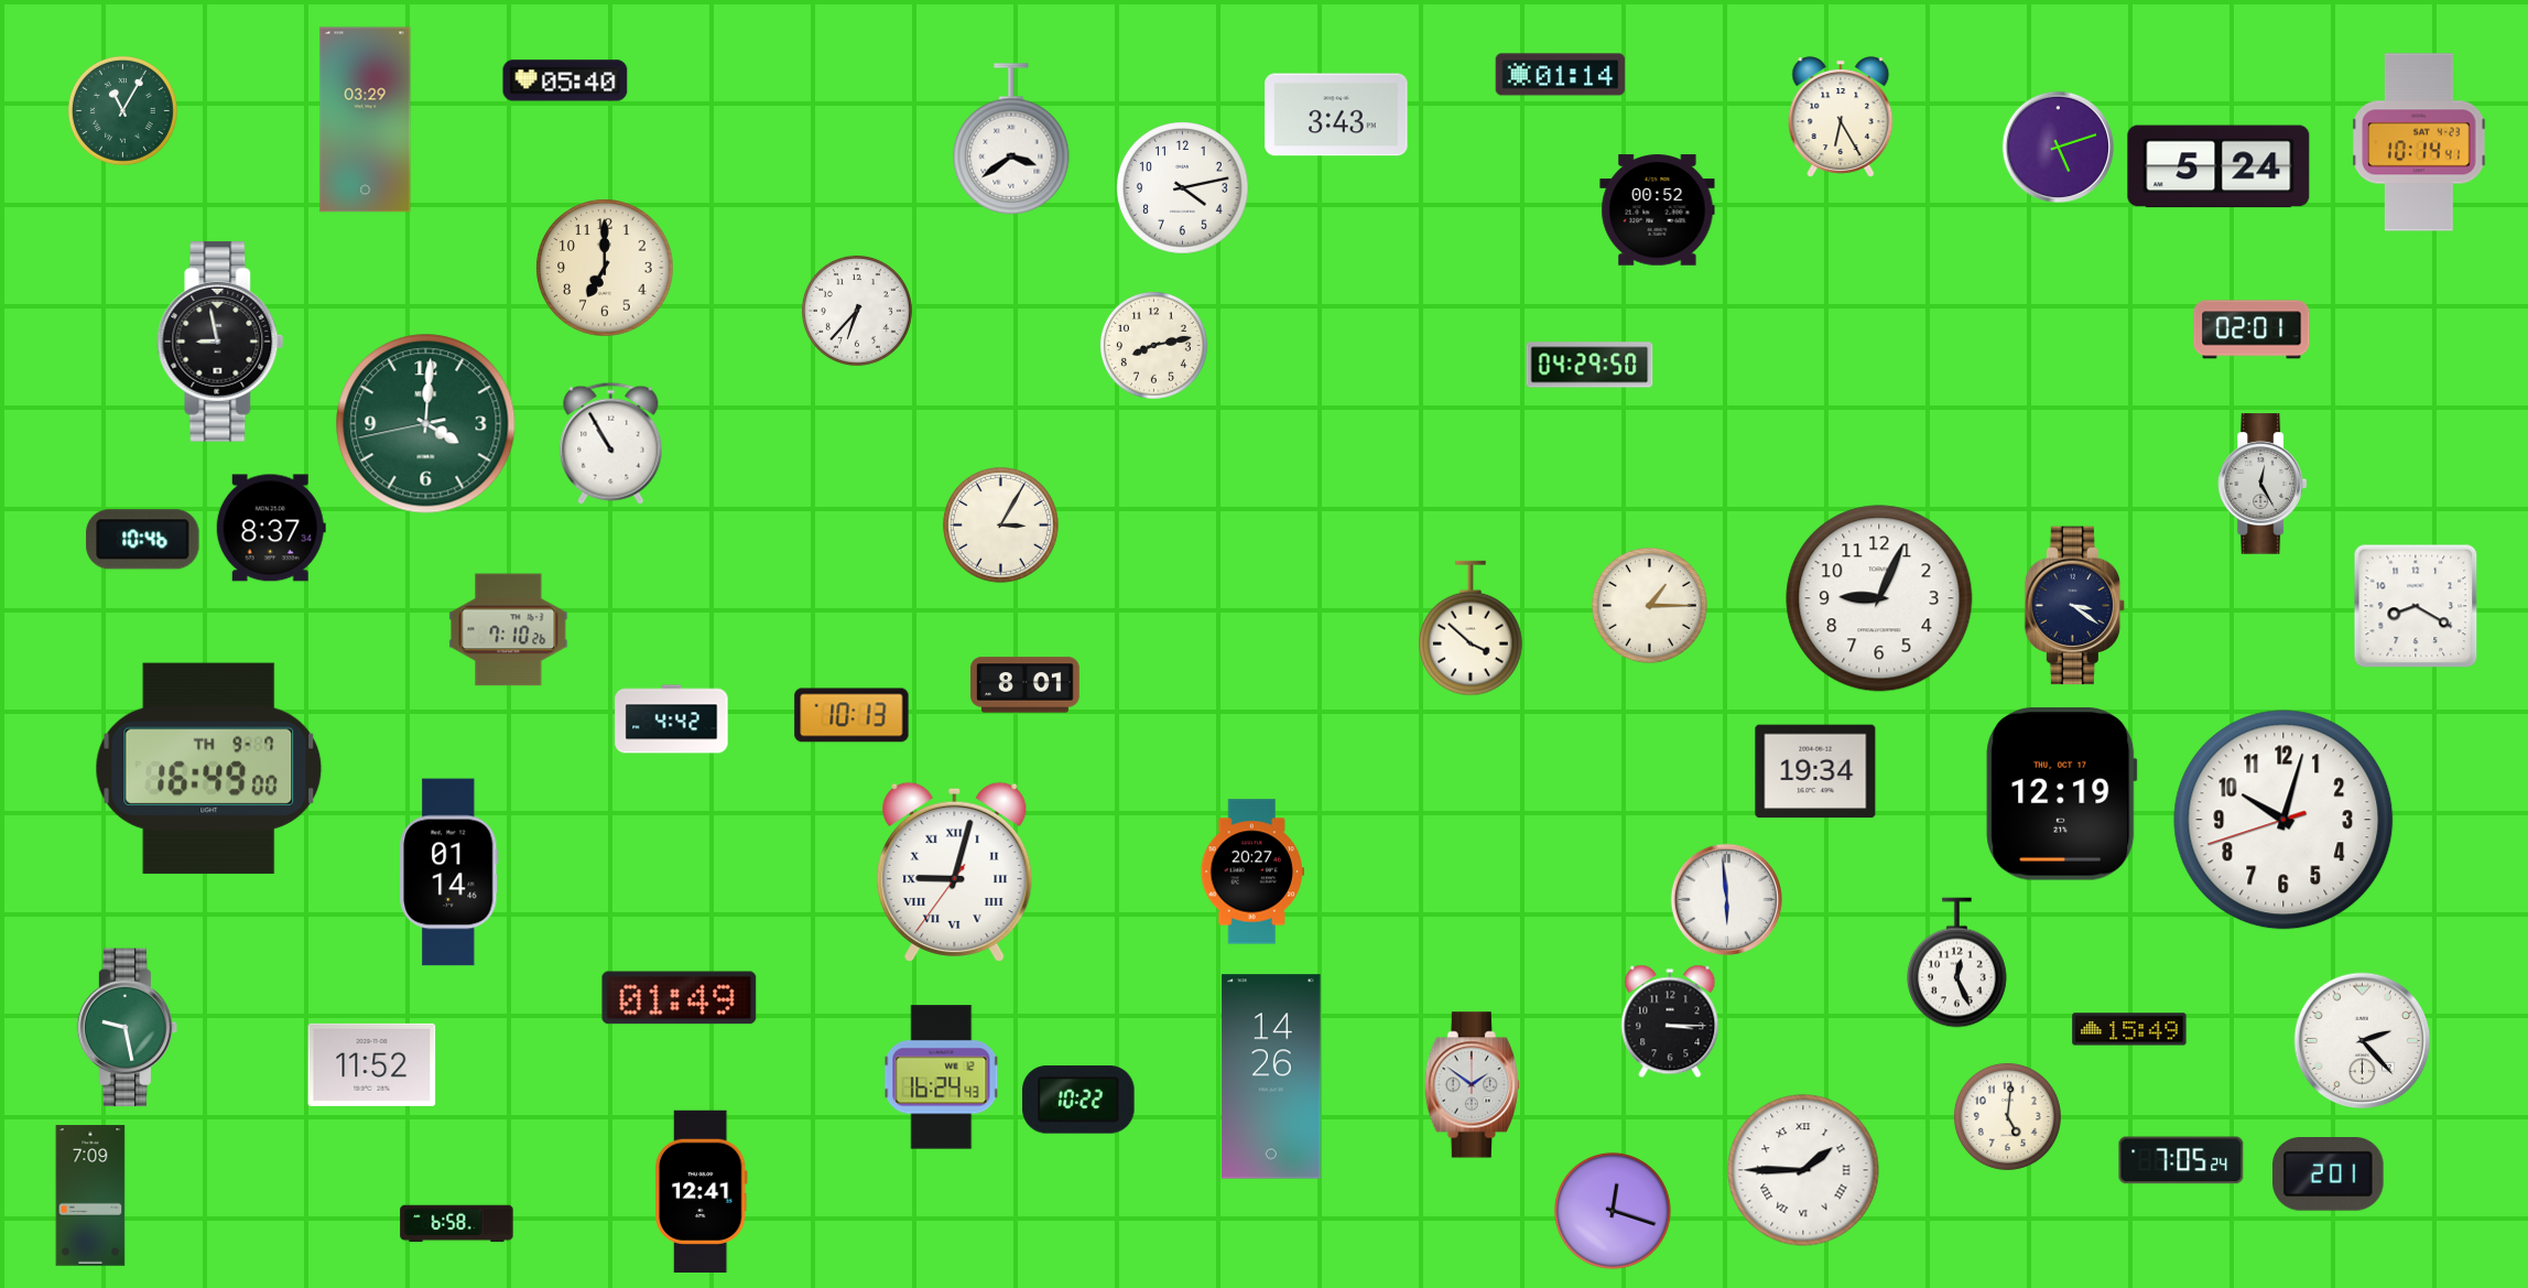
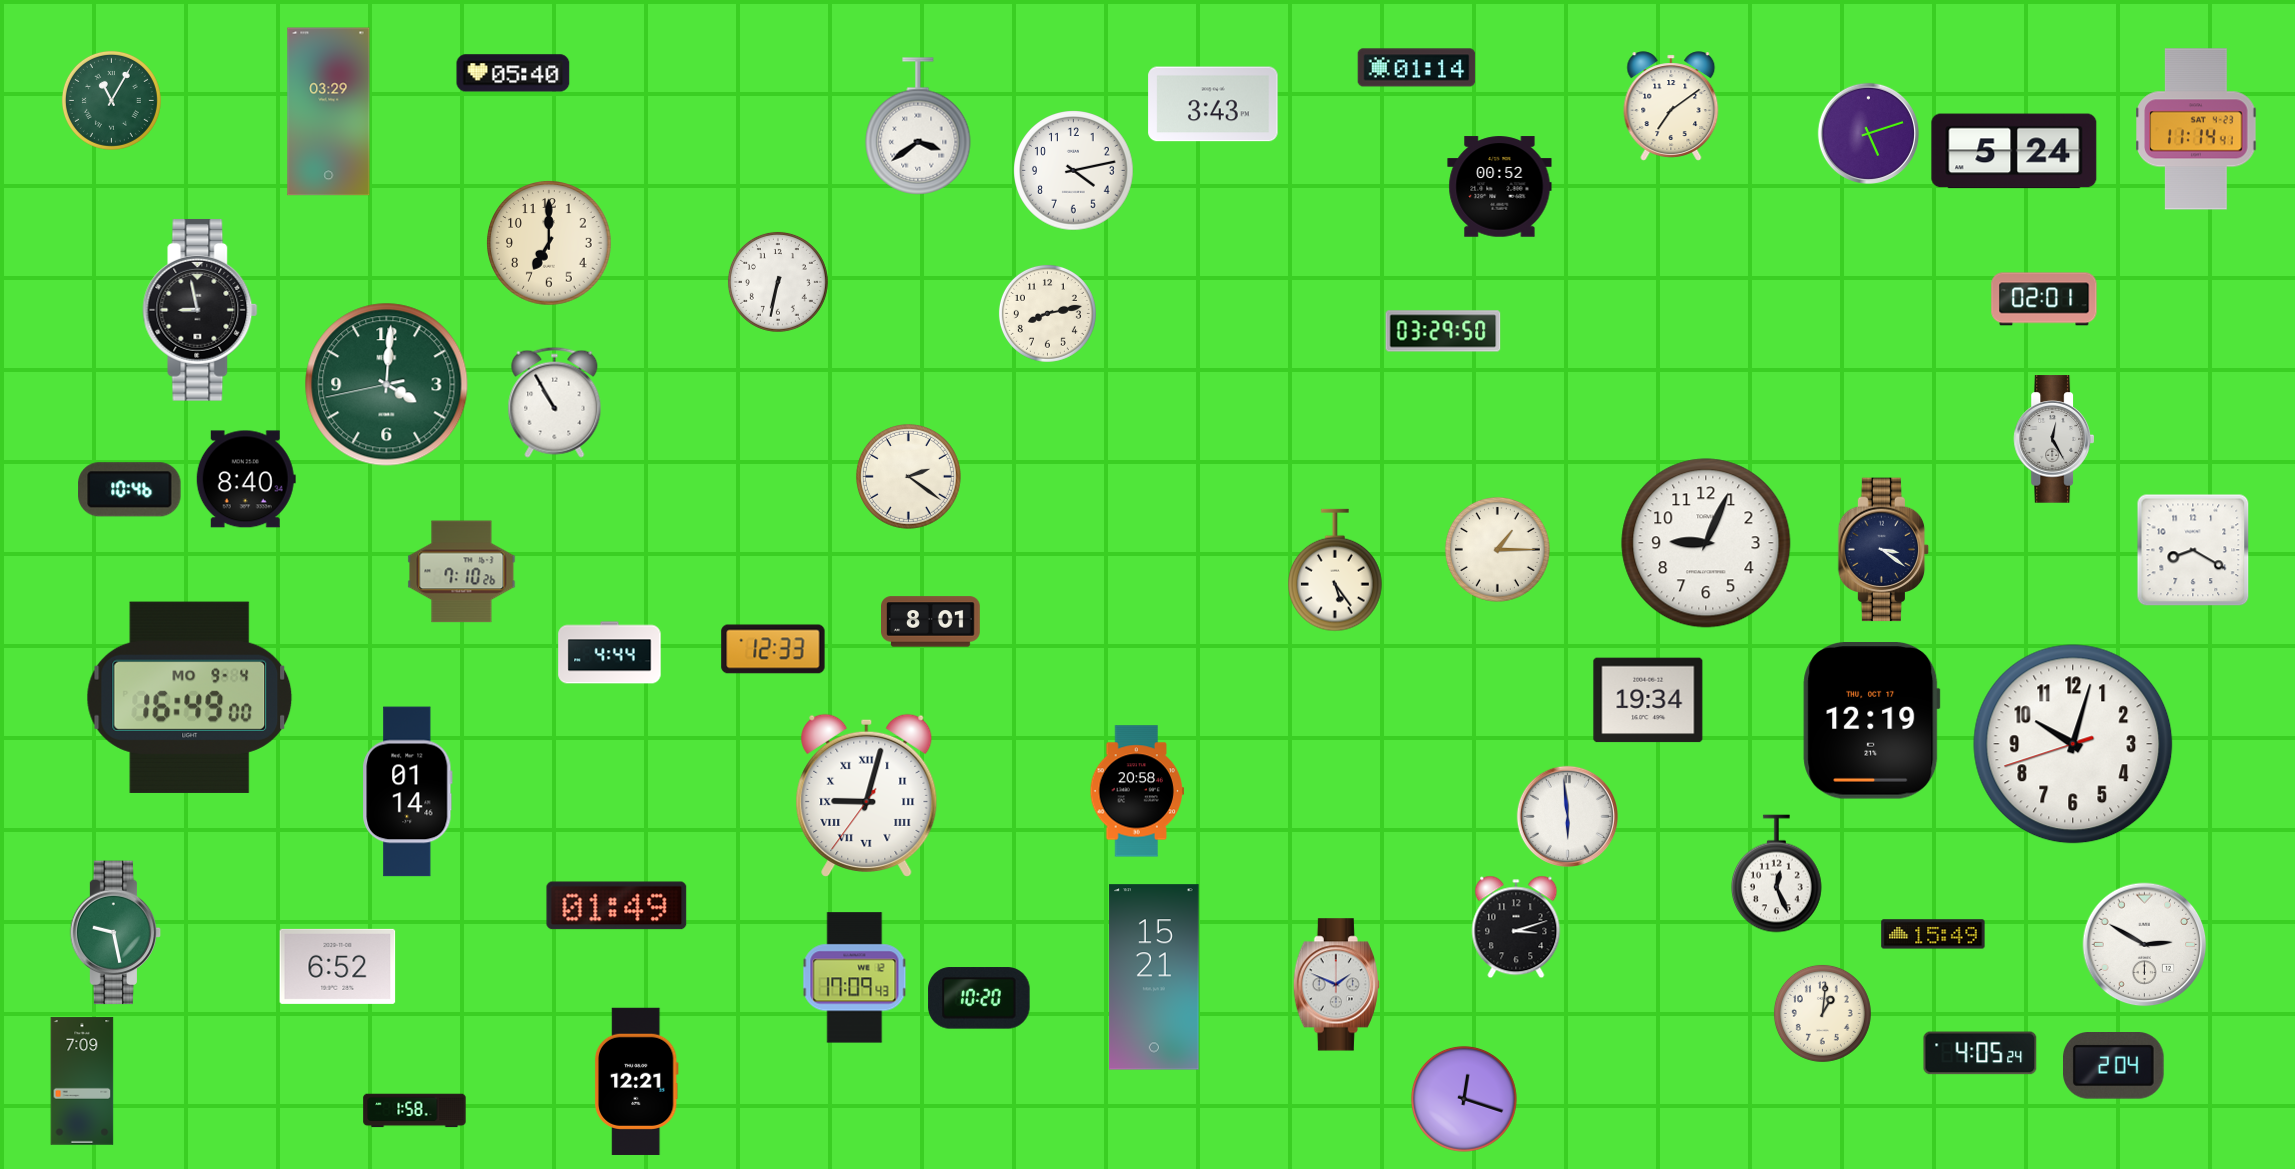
clock at (1841, 117): 6:25 -> 7:09
clock at (366, 120) position: (366, 120) -> (329, 112)
clock at (2419, 142): 10:14 -> 11:14
clock at (1658, 210) position: (1658, 210) -> (1500, 187)
clock at (857, 311): 6:37 -> 6:32
clock at (1590, 365): 04:29 -> 03:29
clock at (1000, 524): 3:05 -> 2:21
clock at (271, 528): 8:37 -> 8:40
clock at (1472, 628): 3:52 -> 5:24
clock at (851, 715): 10:13 -> 12:33
clock at (672, 719): 4:42 -> 4:44
clock at (209, 768) date: TH 9-7 -> MO 9-4
clock at (955, 872) position: (955, 872) -> (867, 795)
clock at (1251, 872): 20:27 -> 20:58
clock at (1670, 1021): 3:15 -> 3:12
clock at (2363, 1041): 2:23 -> 2:50
clock at (372, 1064): 11:52 -> 6:52
clock at (1271, 1076): 14:26 -> 15:21
clock at (942, 1078): 16:24 -> 17:09
clock at (1472, 1085): 1:51 -> 1:49
clock at (1078, 1100): 10:22 -> 10:20
clock at (2007, 1116): 5:01 -> 1:01
clock at (2181, 1160): 7:05 -> 4:05
clock at (1803, 1170): 1:45 -> none
clock at (2329, 1175): 2:01 -> 2:04
clock at (701, 1191): 12:41 -> 12:21
clock at (90, 1195) position: (90, 1195) -> (82, 1081)
clock at (457, 1224): 6:58 -> 1:58
